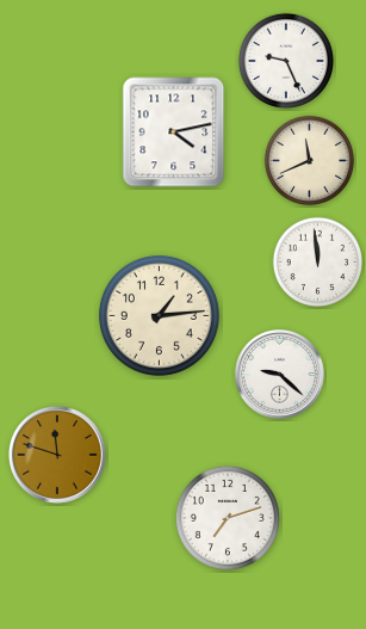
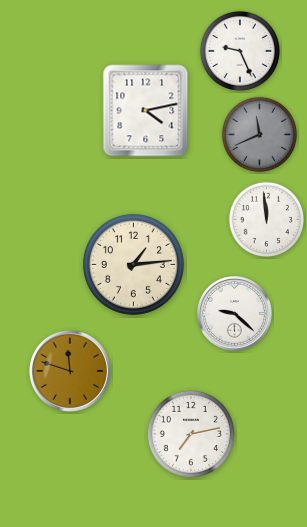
clock at (309, 160) dial: cream -> grey
clock at (57, 455) position: (57, 455) -> (70, 371)
clock at (228, 518): 7:12 -> 7:13
